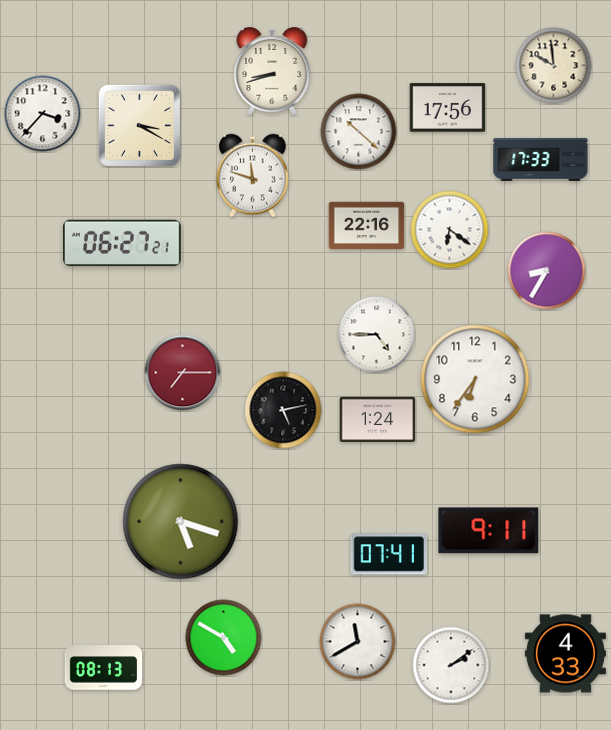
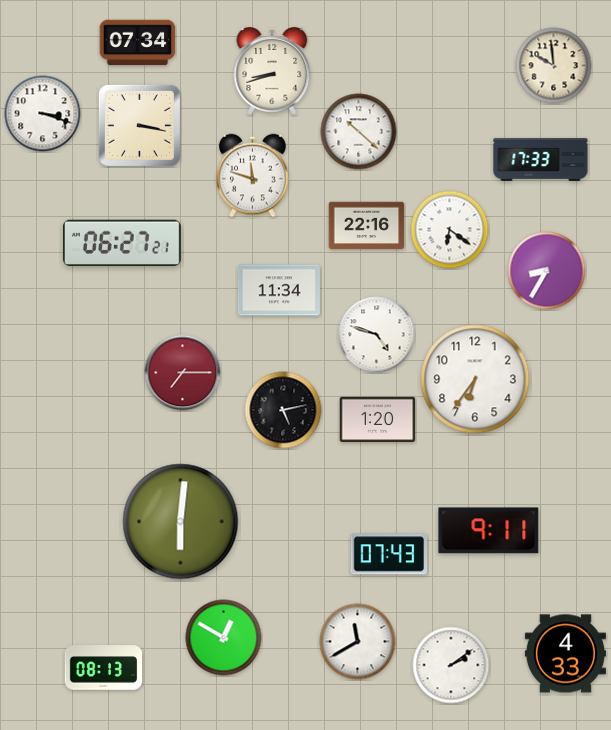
clock at (138, 43): none -> 07:34
clock at (448, 108): 17:56 -> none
clock at (43, 114): 3:37 -> 3:18
clock at (139, 125): 3:20 -> 3:17
clock at (279, 290): none -> 11:34
clock at (377, 335): 4:45 -> 4:48
clock at (378, 419): 1:24 -> 1:20
clock at (181, 522): 5:18 -> 6:01
clock at (389, 554): 07:41 -> 07:43
clock at (224, 638): 4:50 -> 12:50
